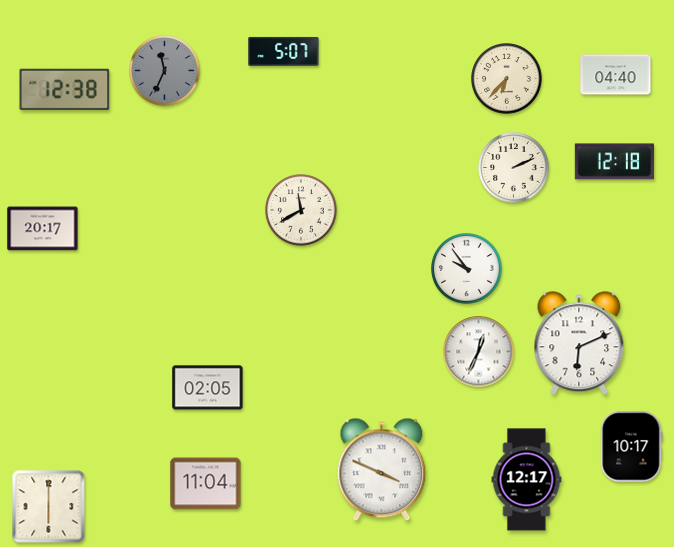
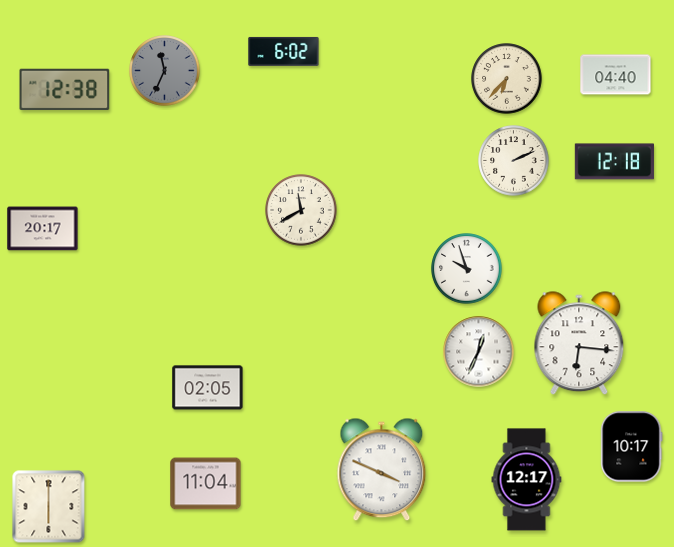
clock at (284, 51): 5:07 -> 6:02
clock at (514, 168) position: (514, 168) -> (514, 161)
clock at (467, 269): 9:54 -> 9:57
clock at (579, 344): 6:11 -> 6:16
